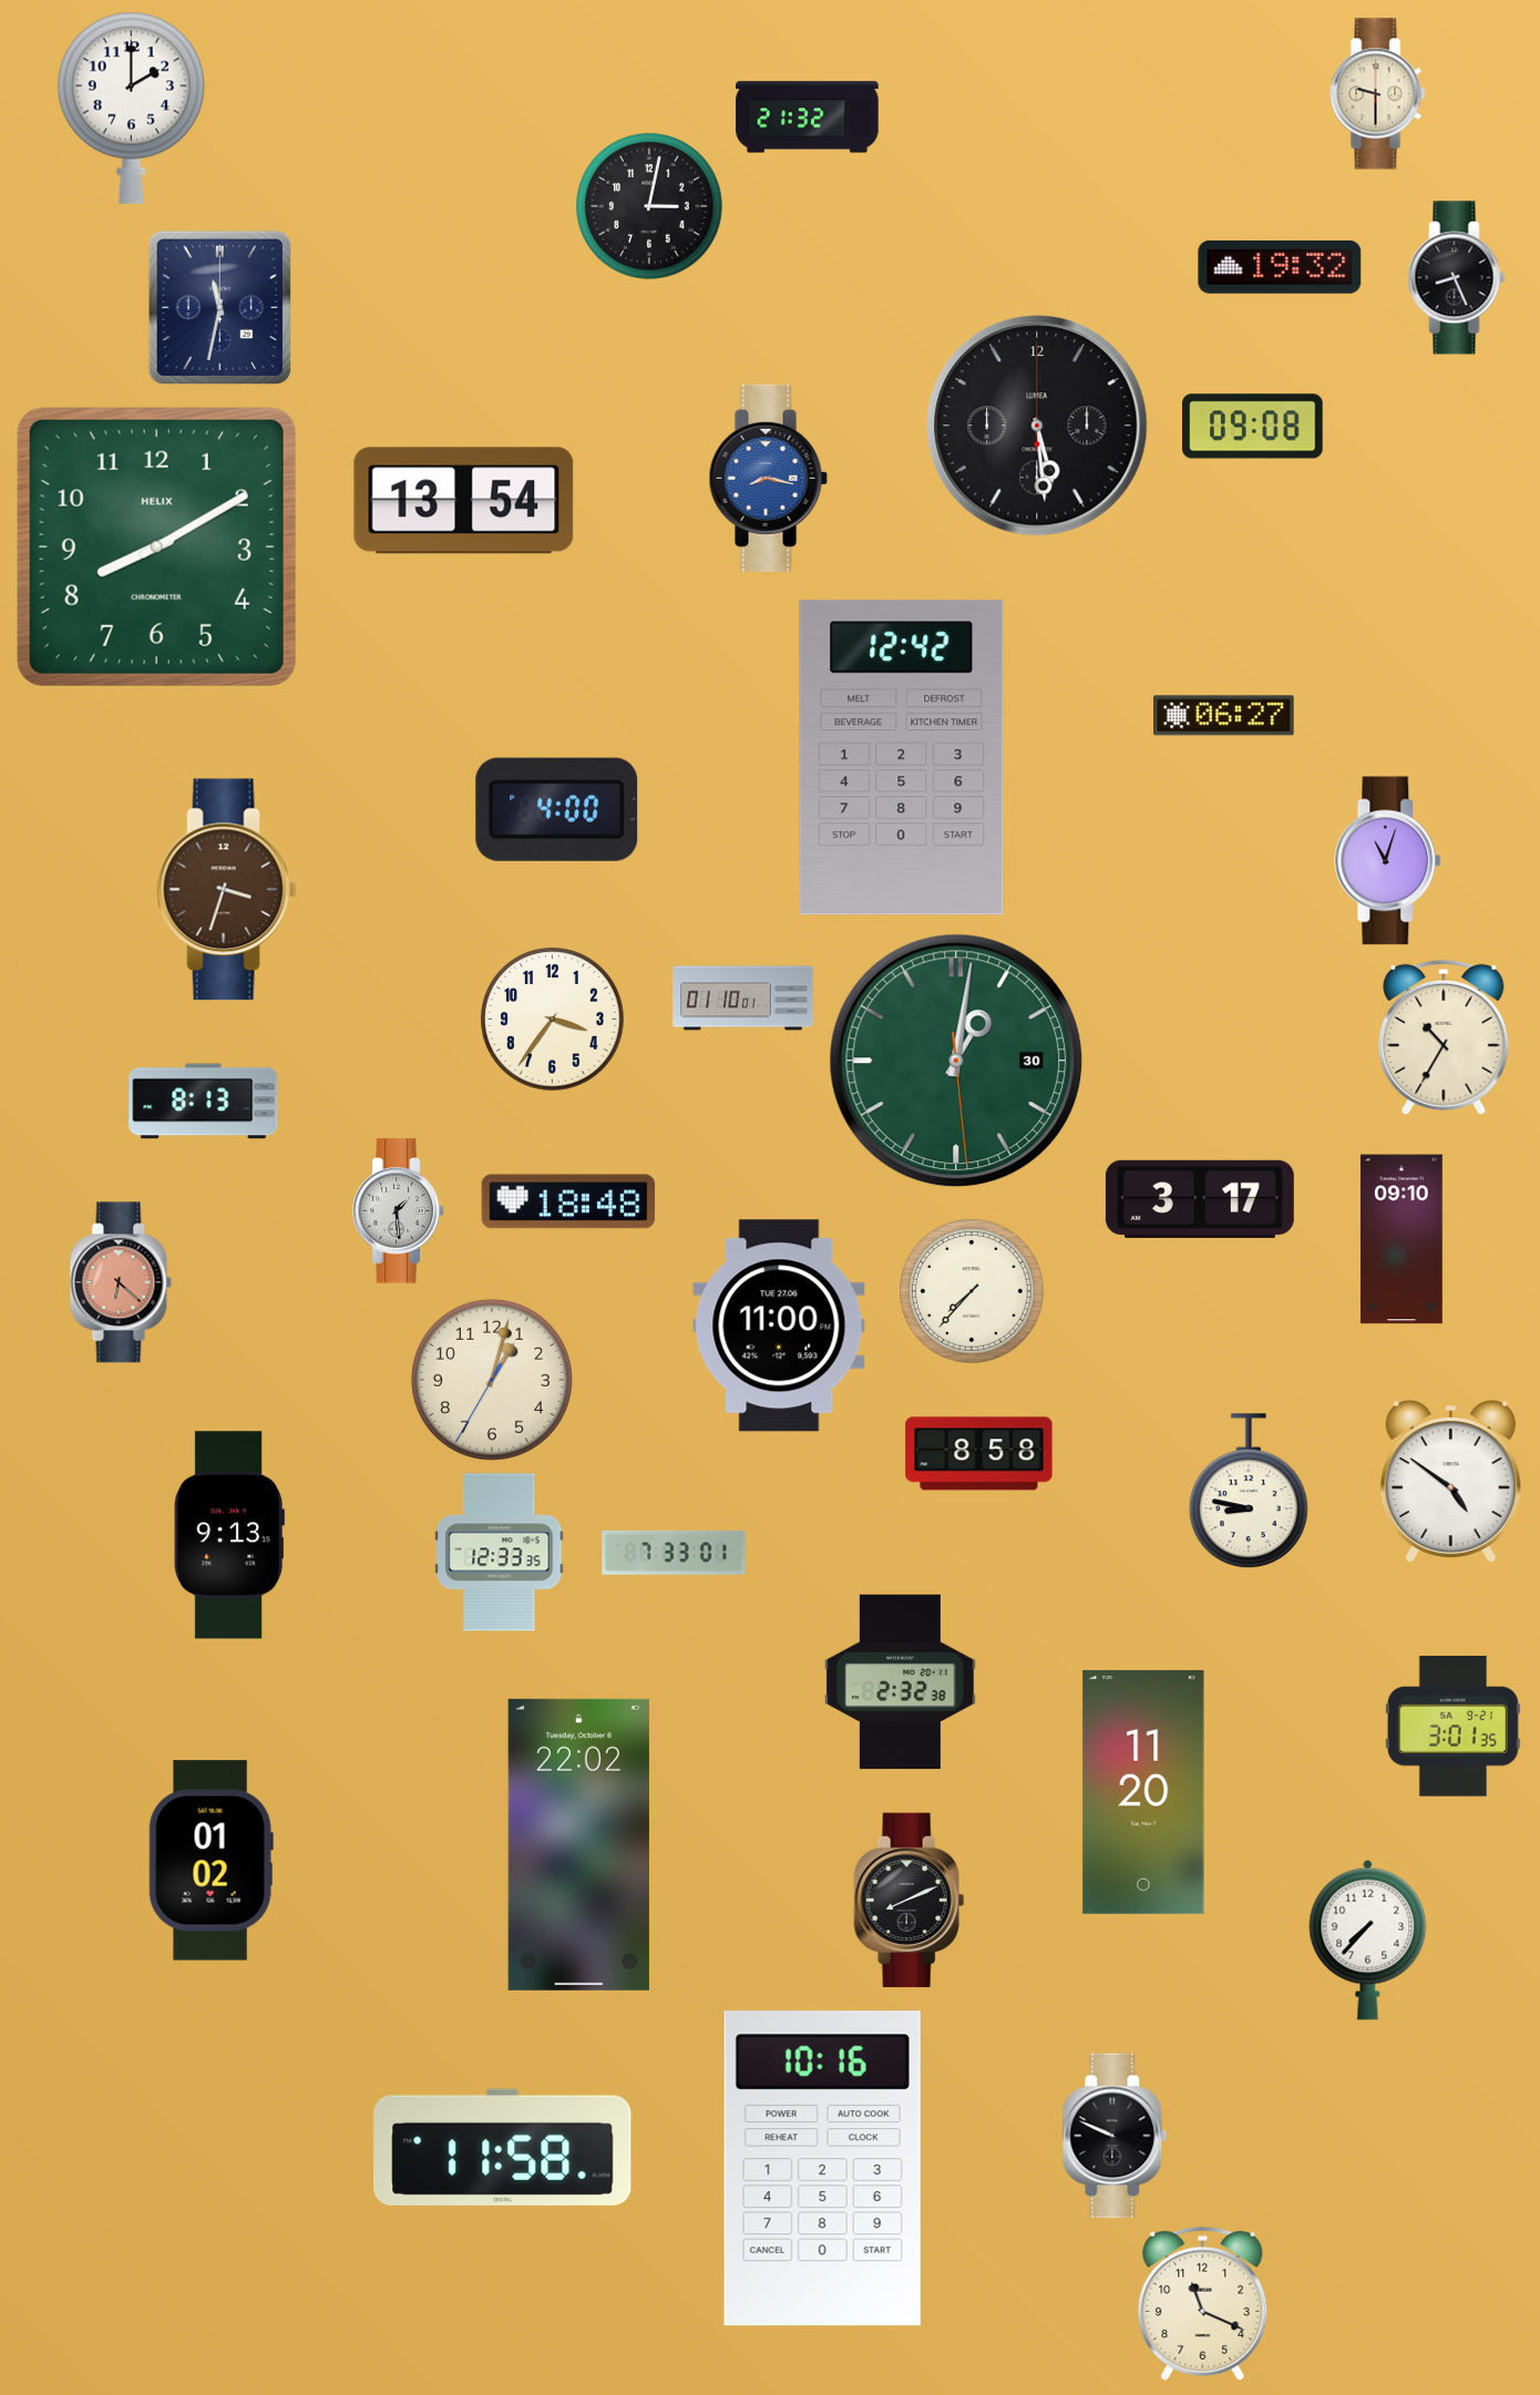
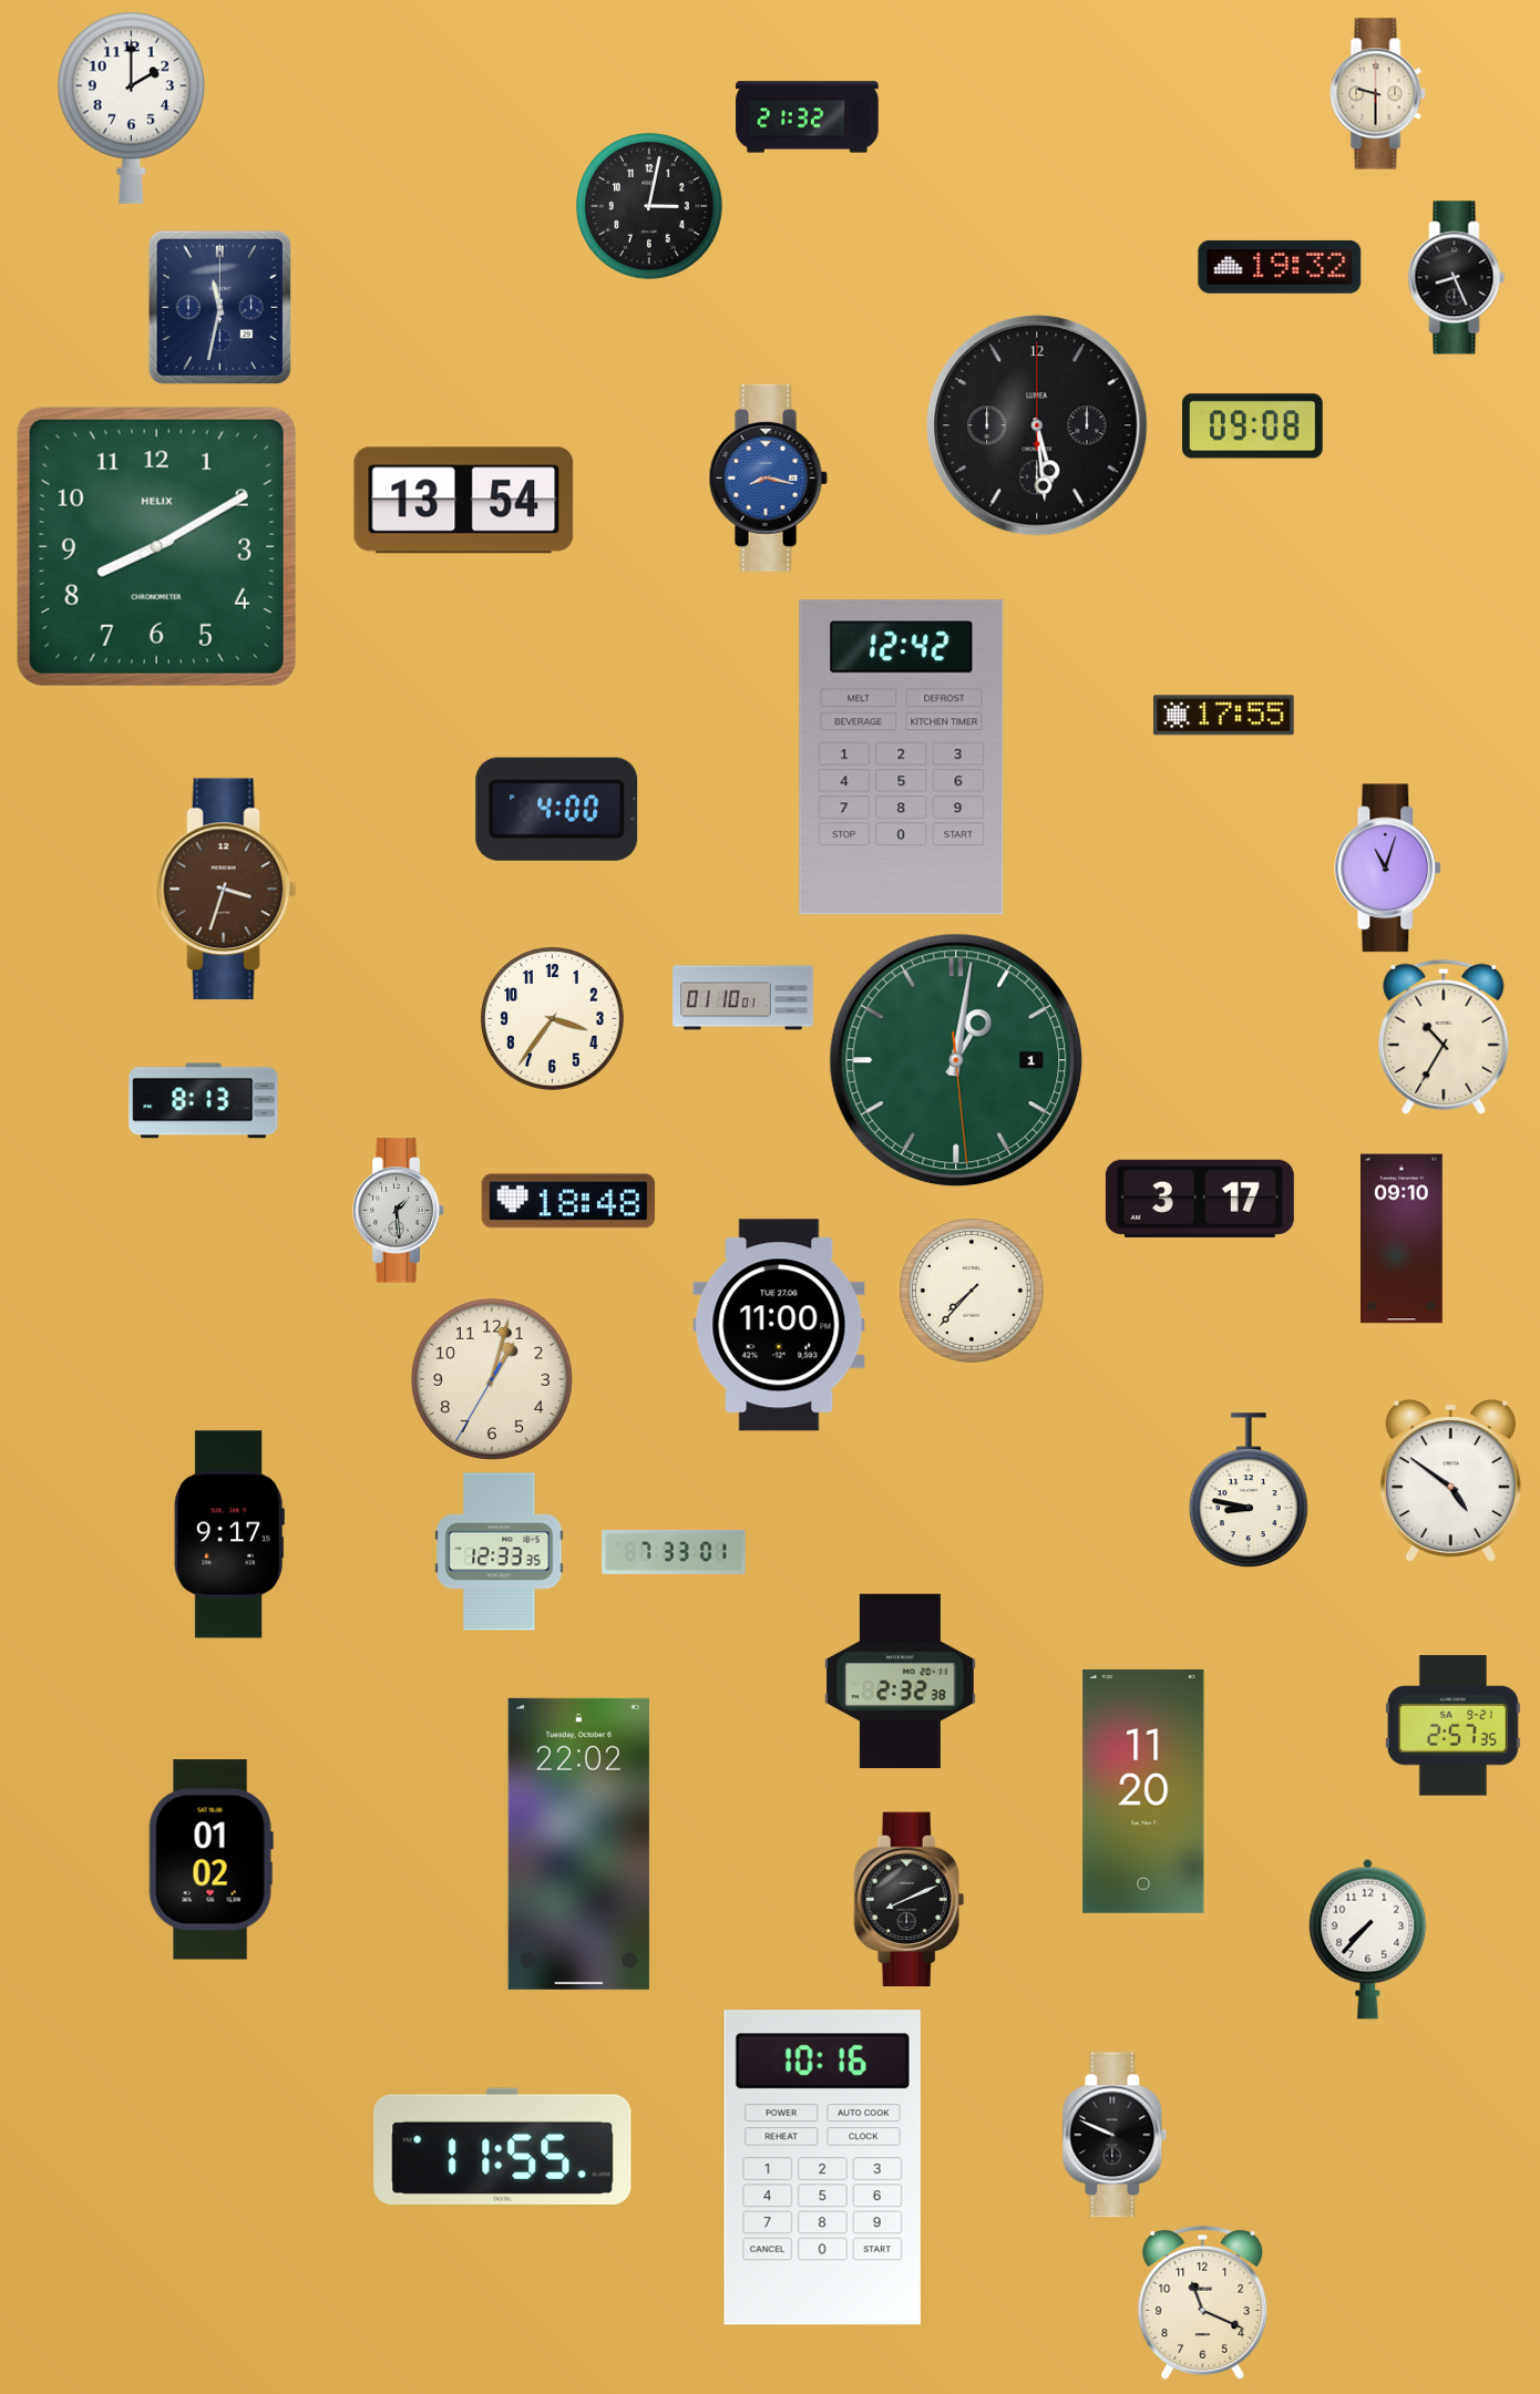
clock at (1224, 716): 06:27 -> 17:55
clock at (1388, 861) position: (1388, 861) -> (1388, 869)
clock at (956, 1061) date: 30 -> 1
clock at (121, 1282): 6:22 -> none
clock at (979, 1454): 8:58 -> none
clock at (229, 1535): 9:13 -> 9:17
clock at (1452, 1727): 3:01 -> 2:57
clock at (503, 2147): 11:58 -> 11:55
